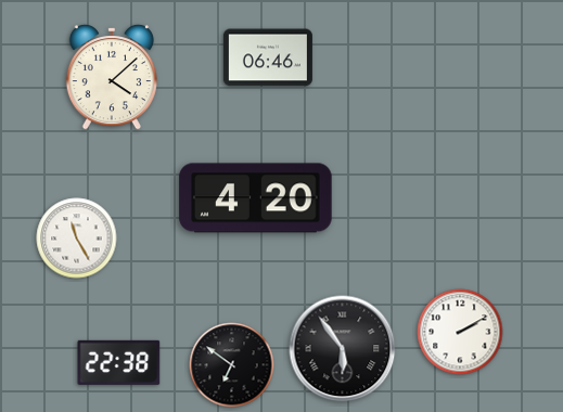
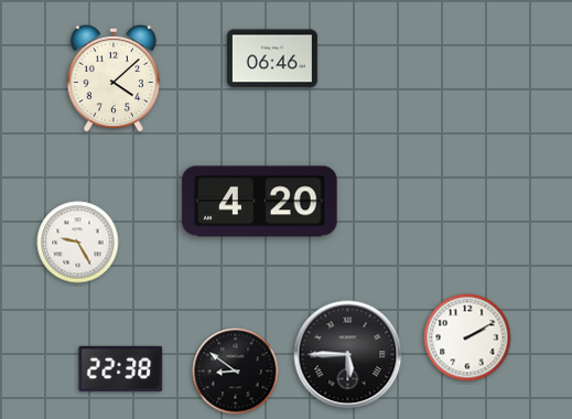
clock at (77, 239): 11:25 -> 9:25
clock at (343, 349): 5:54 -> 5:45
clock at (232, 365): 6:51 -> 8:51
